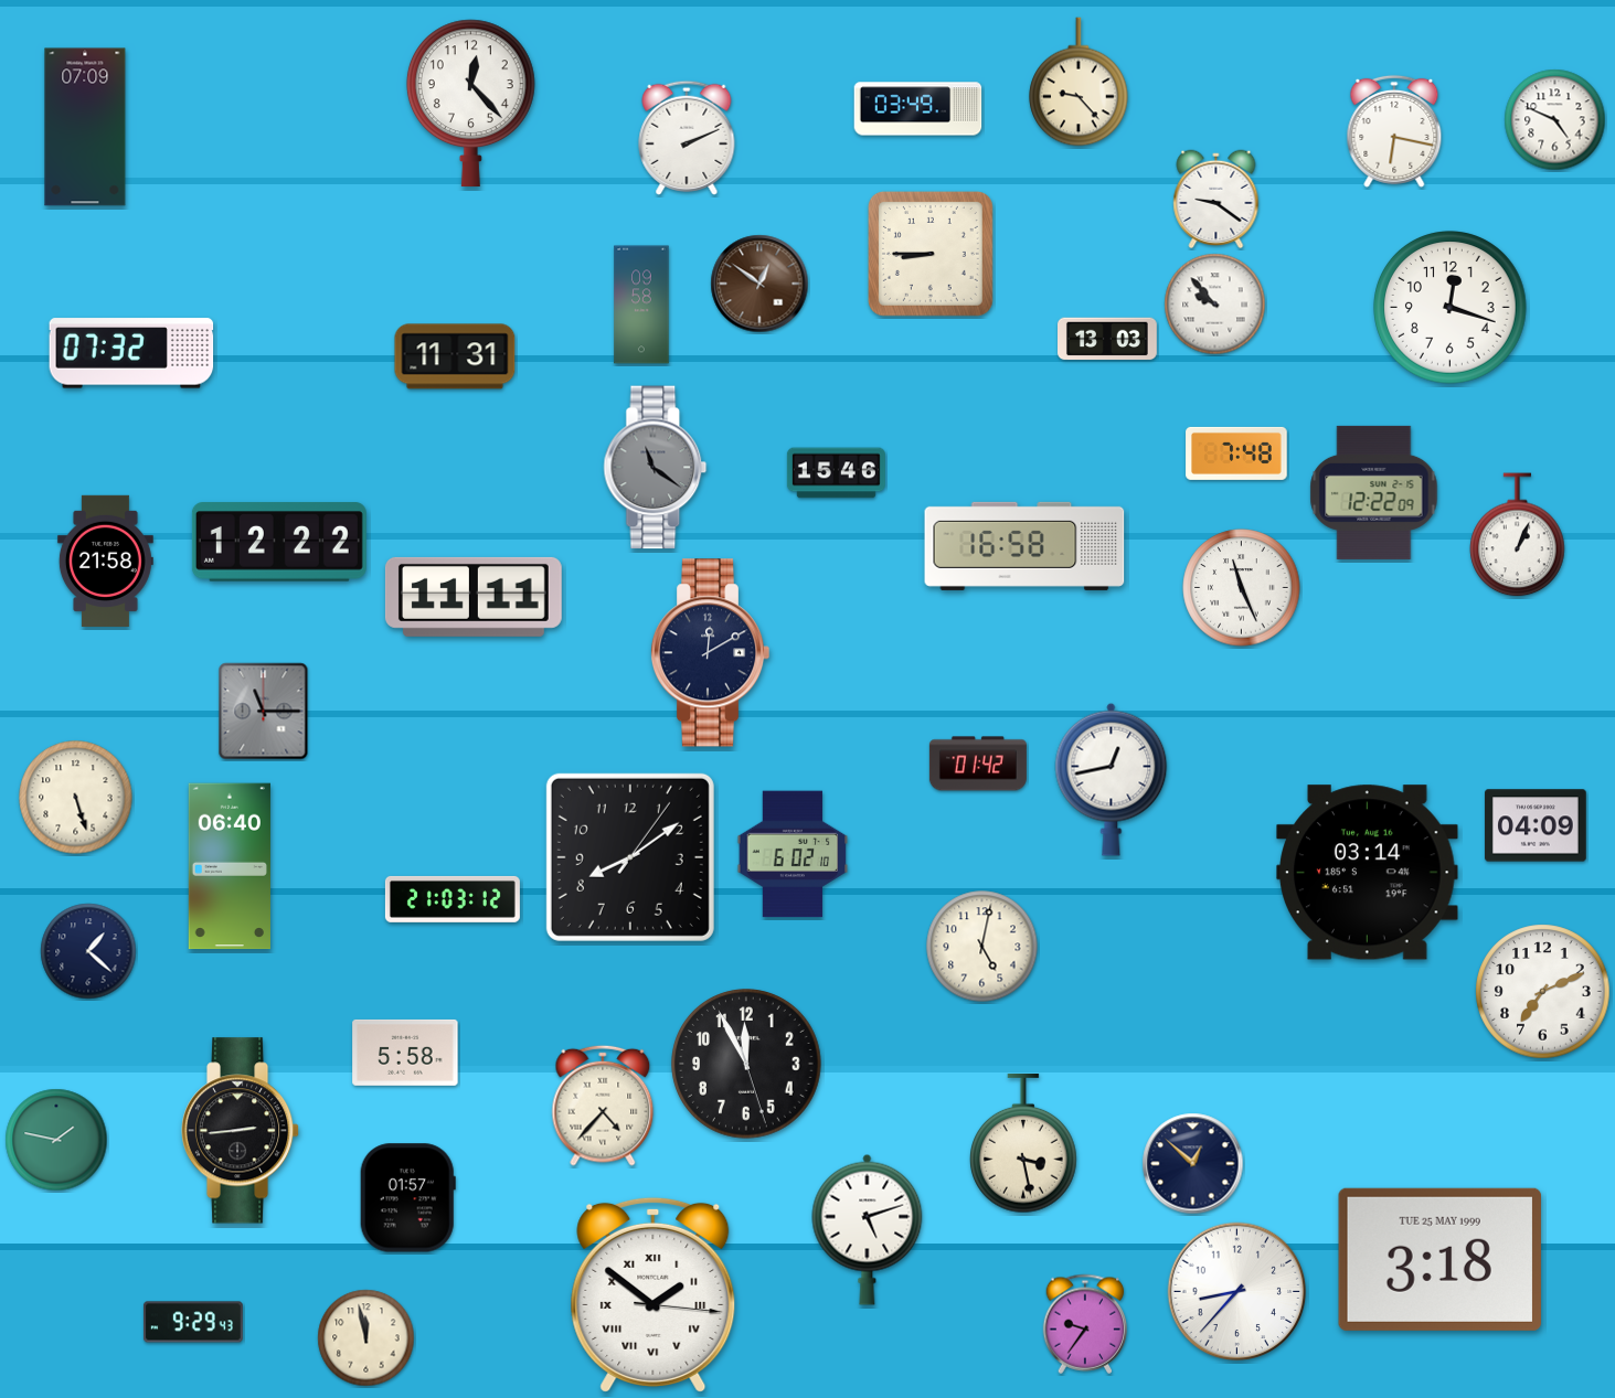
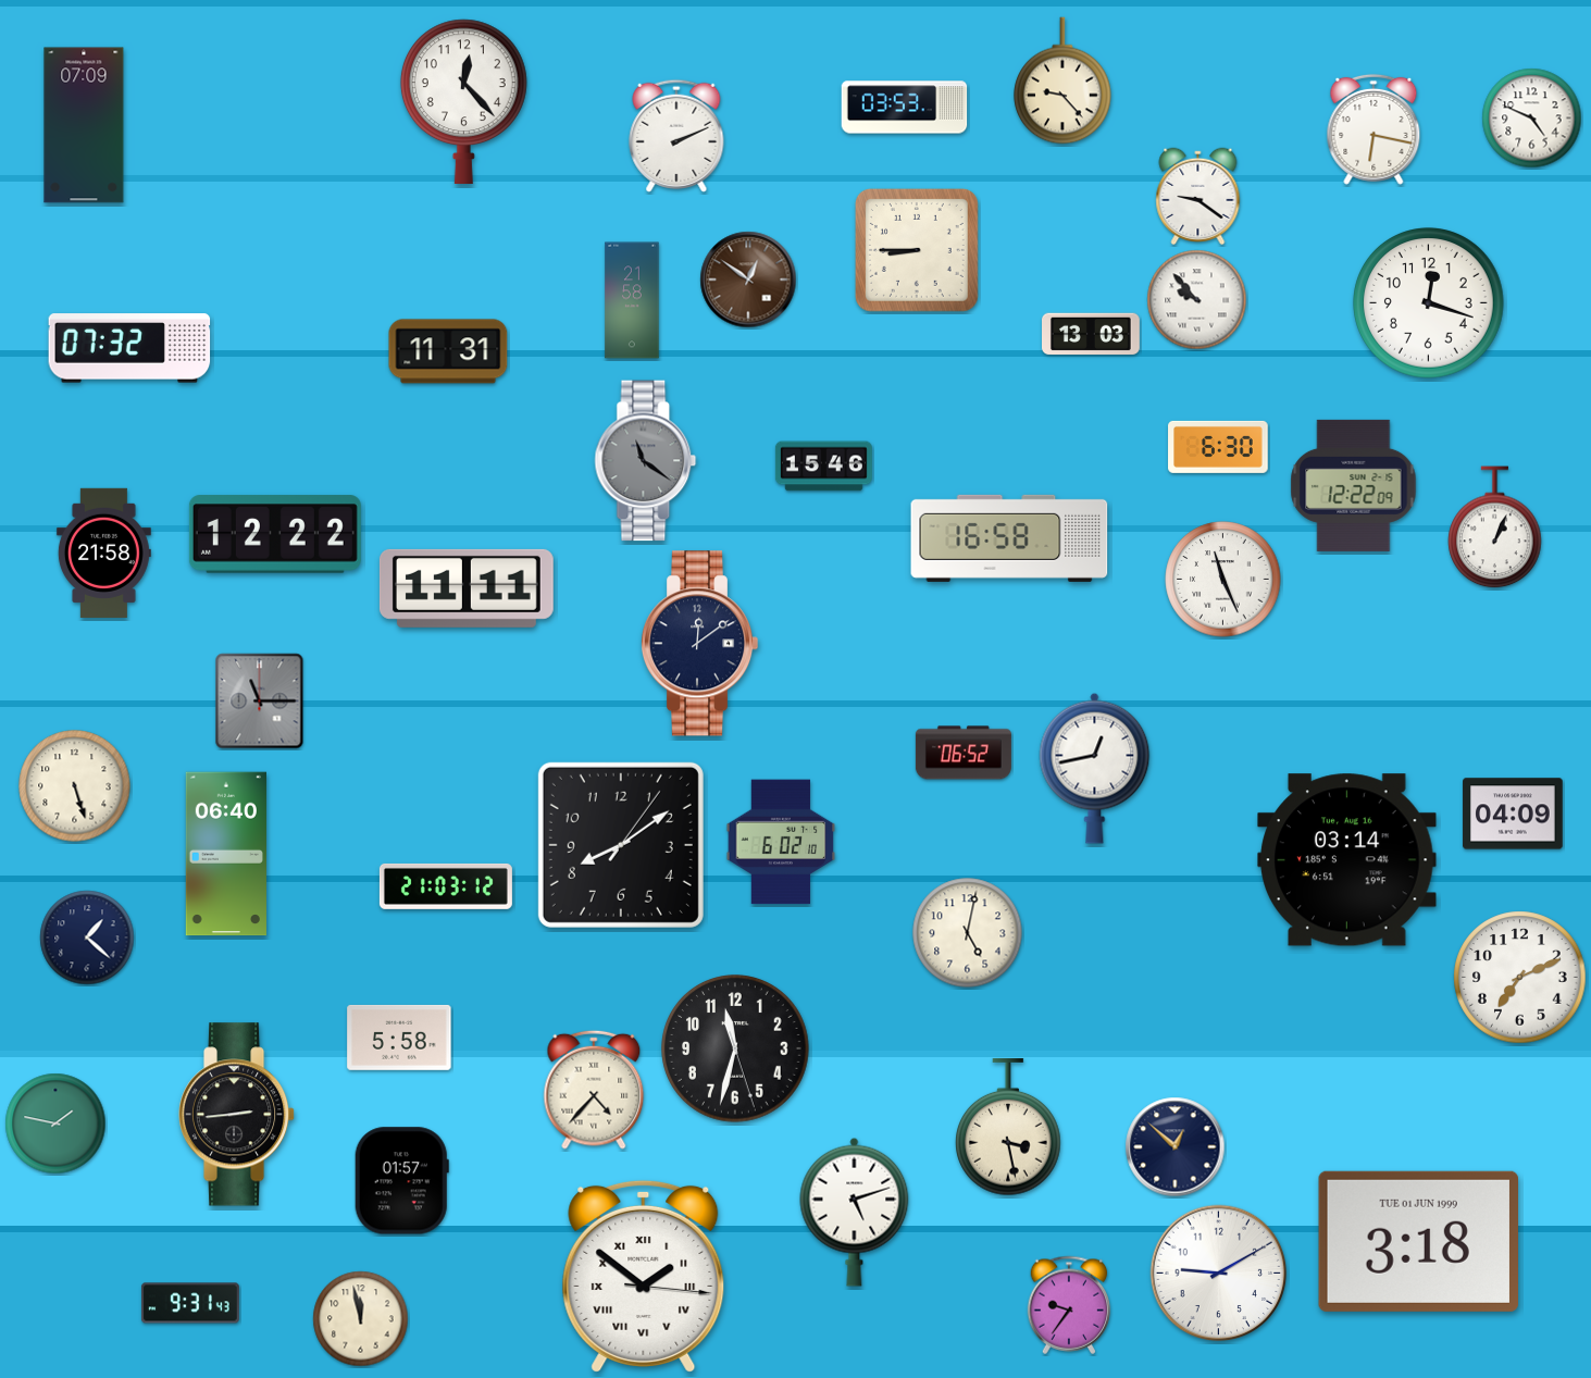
clock at (918, 109): 03:49 -> 03:53
clock at (641, 305): 09:58 -> 21:58
clock at (1236, 453): 7:48 -> 6:30
clock at (710, 653): 12:10 -> 12:09
clock at (978, 764): 01:42 -> 06:52
clock at (746, 1064): 11:55 -> 11:32
clock at (1439, 1259) date: TUE 25 MAY 1999 -> TUE 01 JUN 1999
clock at (1237, 1292): 8:37 -> 9:10
clock at (193, 1322): 9:29 -> 9:31
